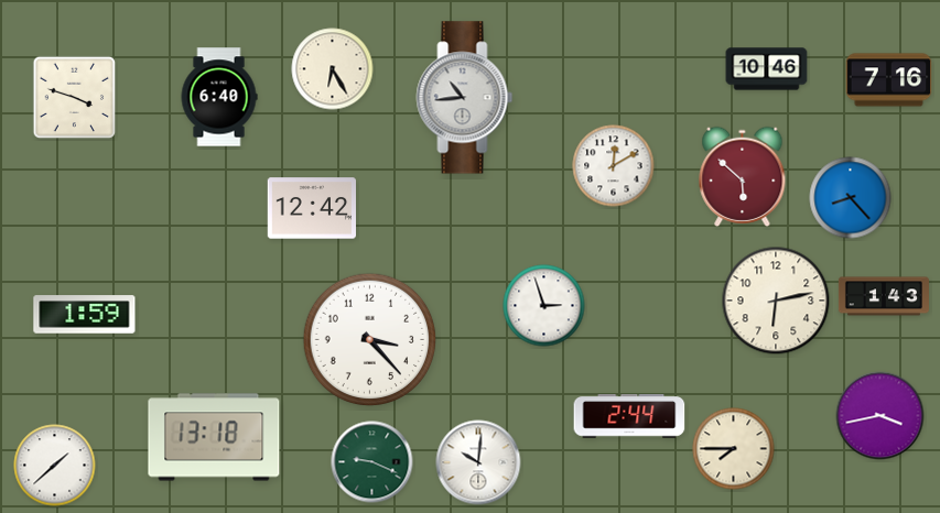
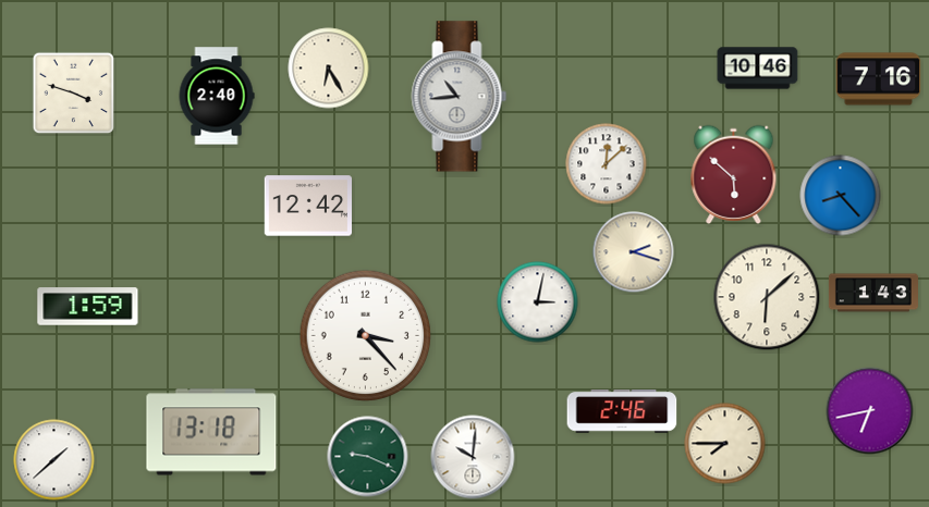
clock at (219, 97): 6:40 -> 2:40
clock at (75, 98) position: (75, 98) -> (74, 94)
clock at (614, 166): 12:10 -> 12:08
clock at (634, 252): none -> 2:18
clock at (776, 301): 6:13 -> 6:08
clock at (544, 306): 2:57 -> 3:02
clock at (85, 315) position: (85, 315) -> (88, 307)
clock at (629, 416): 2:44 -> 2:46
clock at (880, 416): 3:43 -> 6:43
